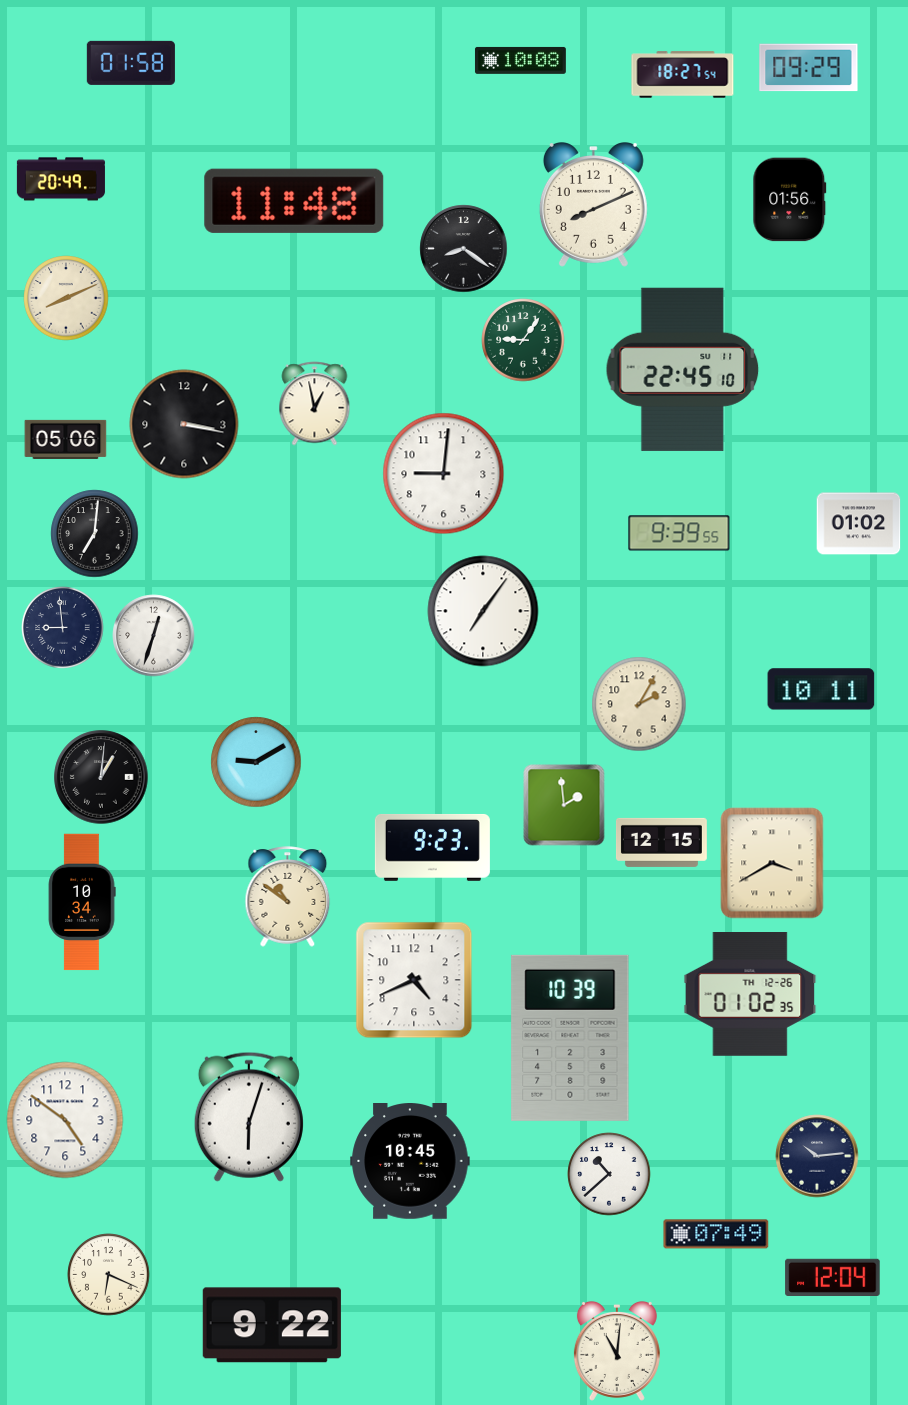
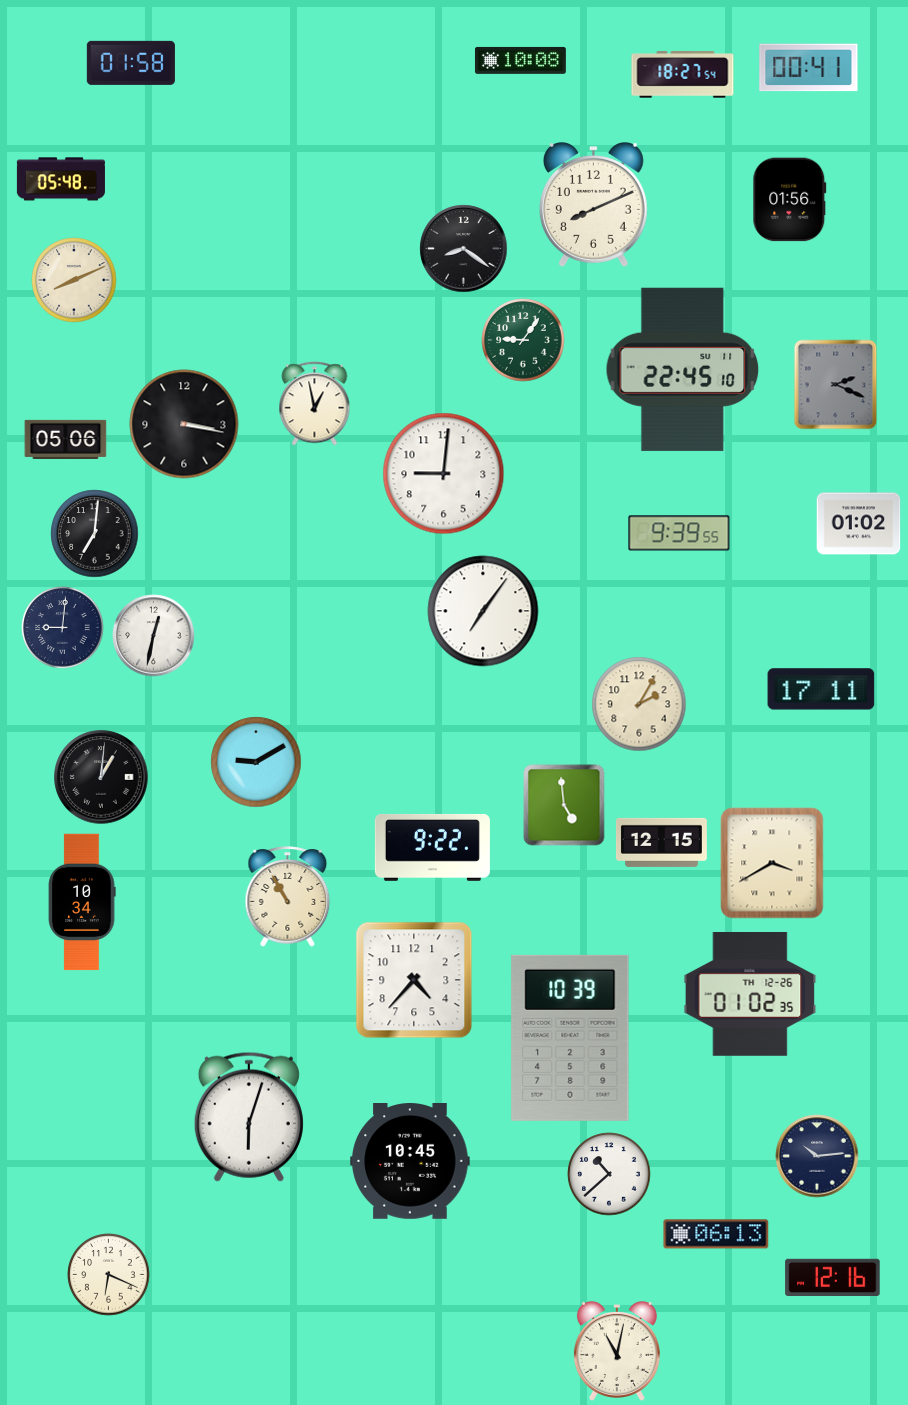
clock at (809, 68): 09:29 -> 00:41
clock at (61, 179): 20:49 -> 05:48
clock at (294, 201): 11:48 -> none
clock at (66, 298) position: (66, 298) -> (74, 280)
clock at (836, 385): none -> 2:19
clock at (63, 628): 8:59 -> 9:01
clock at (154, 636): 12:33 -> 12:32
clock at (821, 689): 10:11 -> 17:11
clock at (564, 805): 1:59 -> 4:59
clock at (432, 847): 9:23 -> 9:22
clock at (288, 897): 10:51 -> 10:55
clock at (414, 980): 4:41 -> 4:37
clock at (65, 1120): 4:51 -> none
clock at (716, 1234): 07:49 -> 06:13
clock at (833, 1278): 12:04 -> 12:16
clock at (272, 1325): 9:22 -> none
clock at (617, 1351): 11:01 -> 11:02
